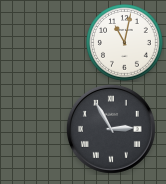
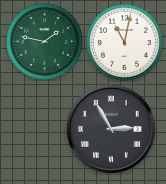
clock at (45, 42): none -> 1:47
